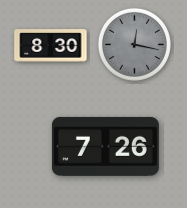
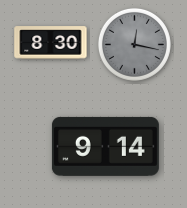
clock at (51, 46) position: (51, 46) -> (51, 43)
clock at (105, 146): 7:26 -> 9:14
